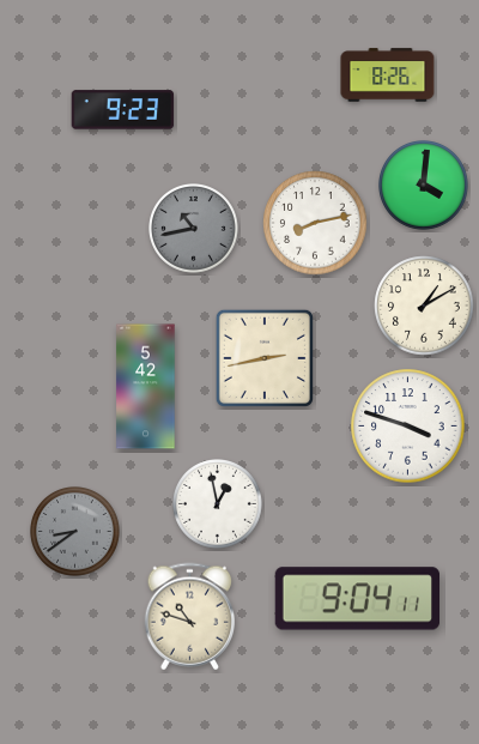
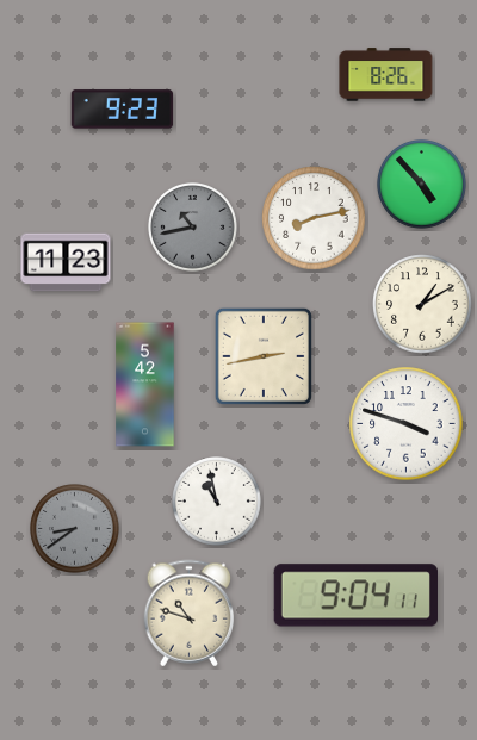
clock at (424, 186): 4:01 -> 4:53
clock at (315, 223) position: (315, 223) -> (314, 218)
clock at (66, 262): none -> 11:23
clock at (218, 504): 12:58 -> 10:58
